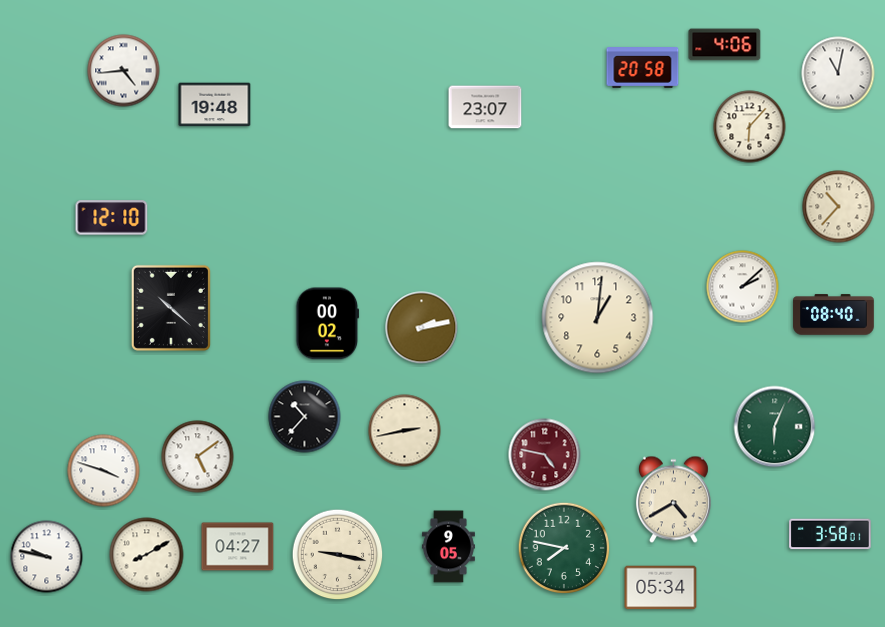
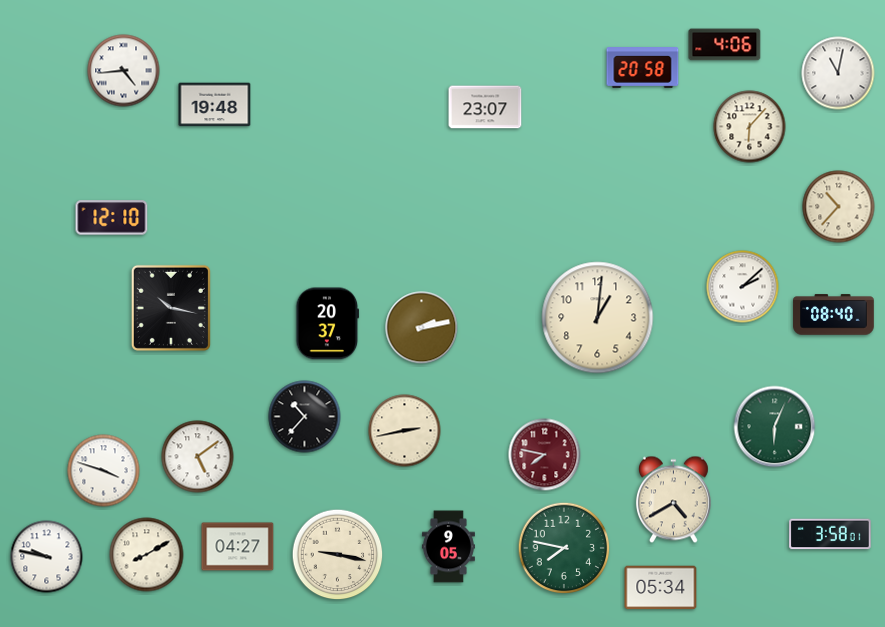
clock at (171, 308): 10:22 -> 10:17
clock at (328, 324): 00:02 -> 20:37
clock at (545, 455): 4:47 -> 7:47
